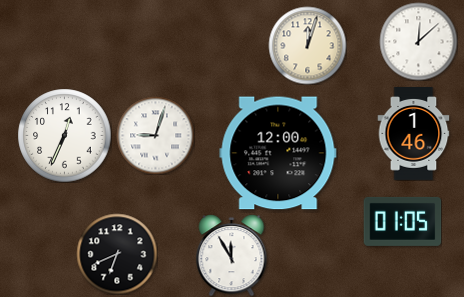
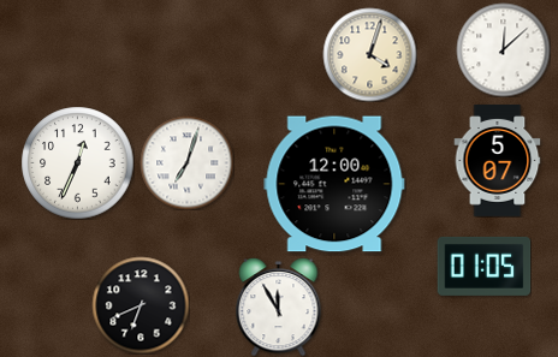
clock at (307, 45): 12:03 -> 4:03
clock at (414, 134): 1:46 -> 5:07
clock at (155, 135): 9:03 -> 7:03
